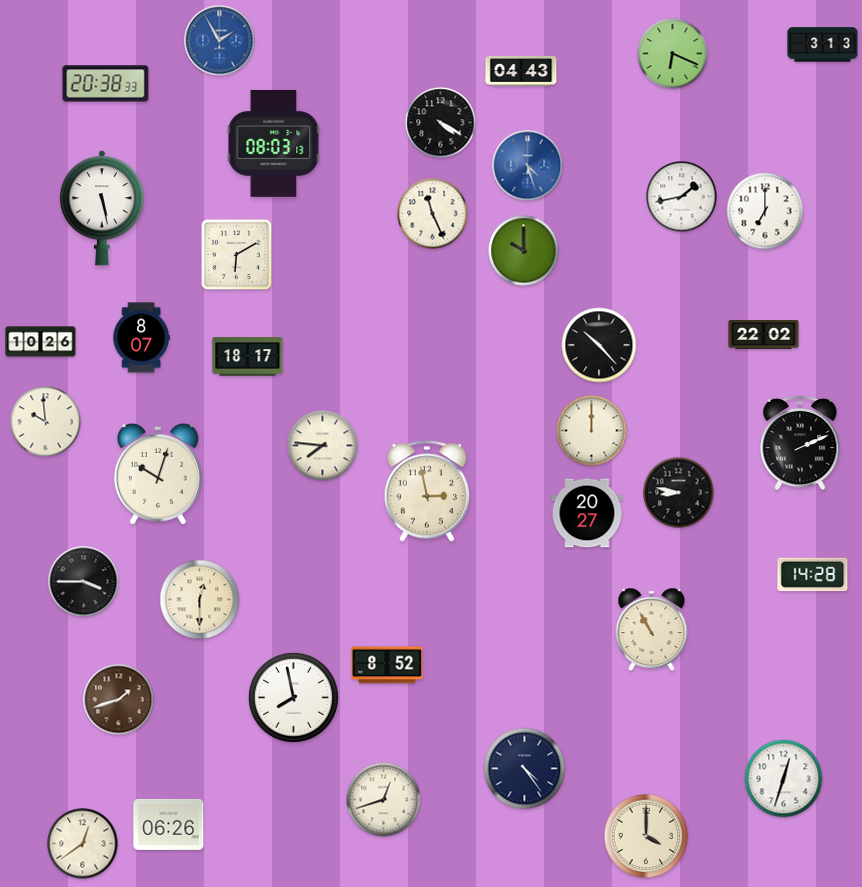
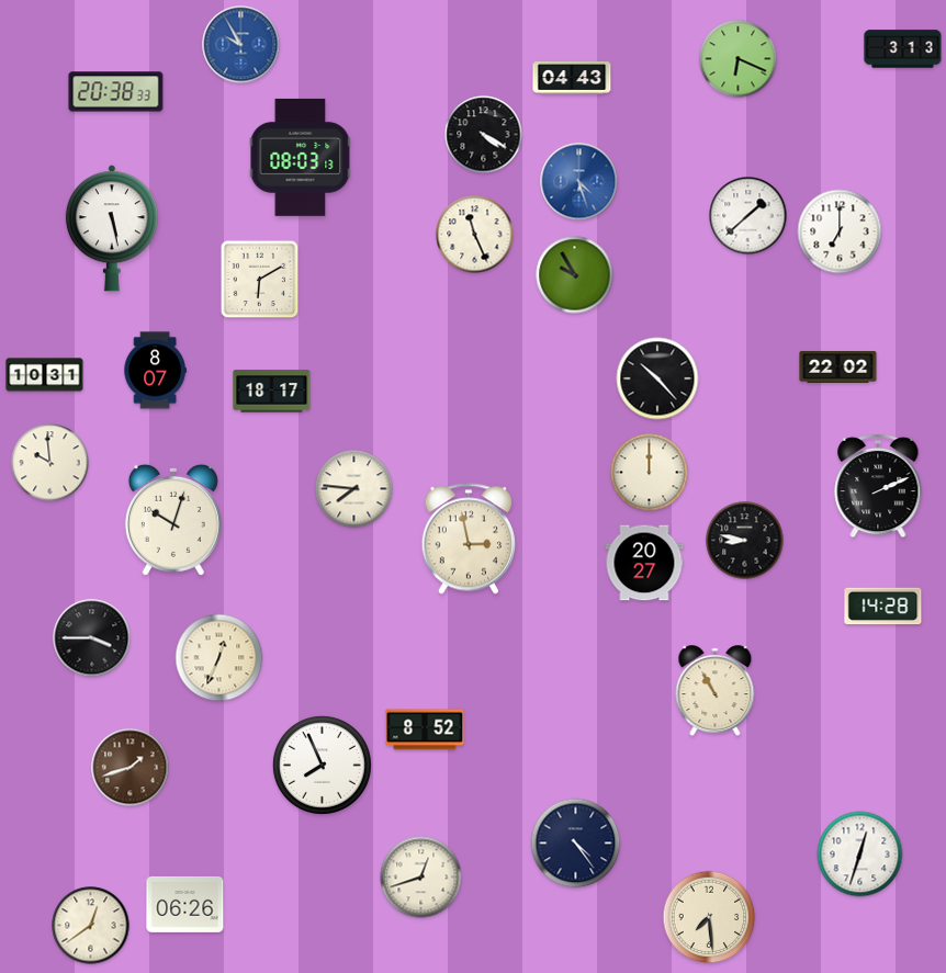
clock at (220, 41): 1:55 -> 9:55
clock at (682, 197): 1:43 -> 1:38
clock at (524, 251): 10:00 -> 9:55
clock at (41, 342): 10:26 -> 10:31
clock at (813, 575) position: (813, 575) -> (883, 607)
clock at (200, 600): 12:30 -> 12:34
clock at (293, 697): 7:58 -> 7:56
clock at (646, 836): 4:00 -> 7:29
